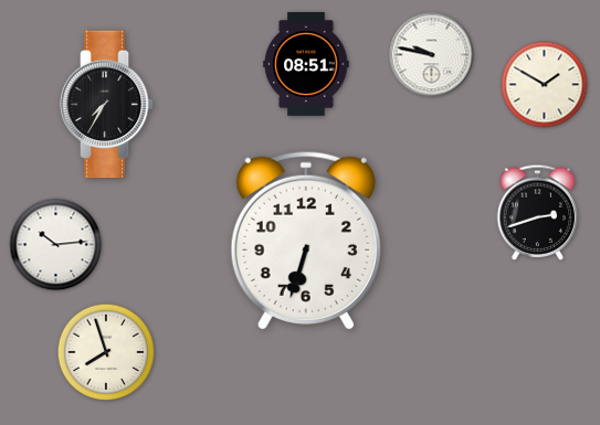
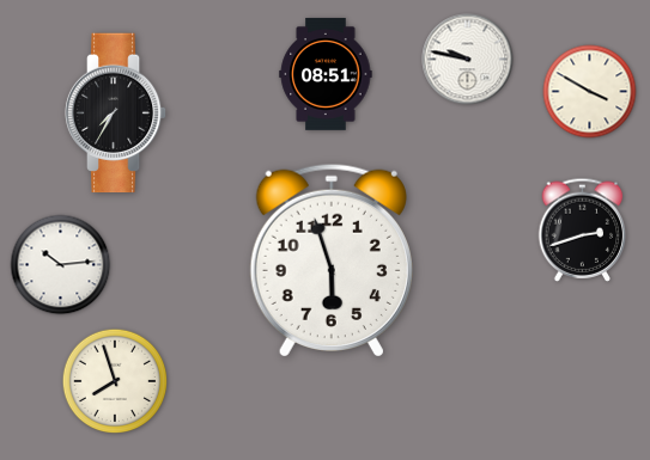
clock at (306, 64) position: (306, 64) -> (326, 74)
clock at (545, 85): 1:50 -> 3:50
clock at (306, 240): 6:33 -> 5:57
